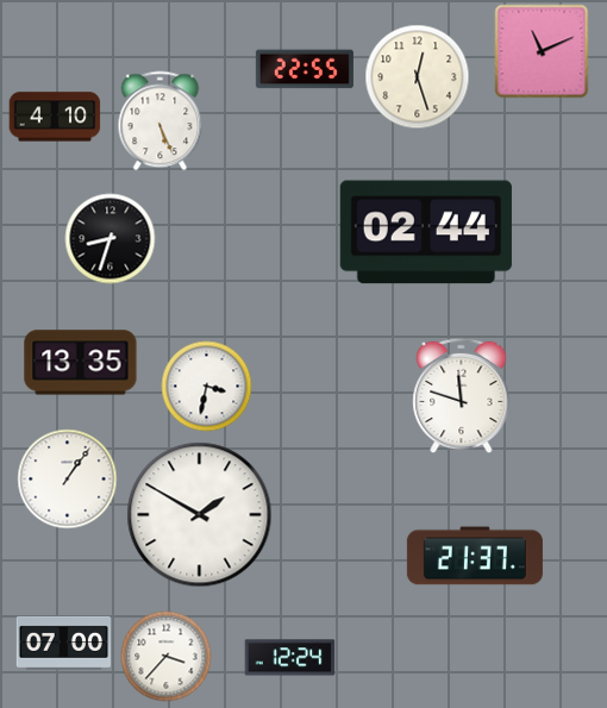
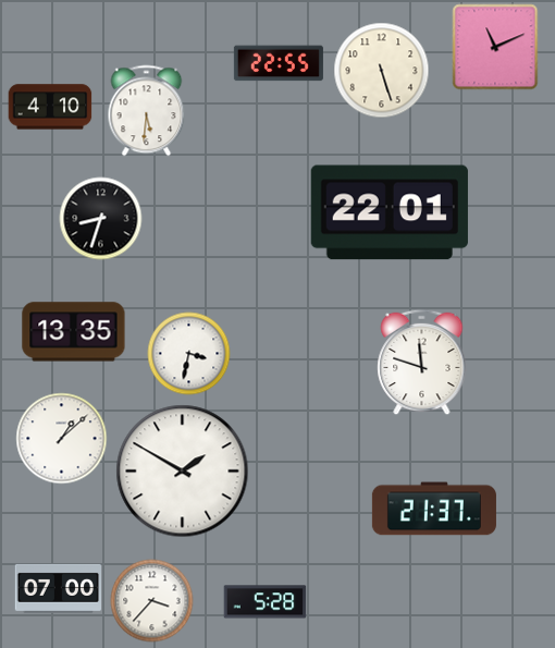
clock at (418, 77): 12:27 -> 5:27
clock at (161, 121): 5:26 -> 5:31
clock at (426, 232): 02:44 -> 22:01
clock at (68, 480): 1:06 -> 1:08
clock at (290, 658): 12:24 -> 5:28
